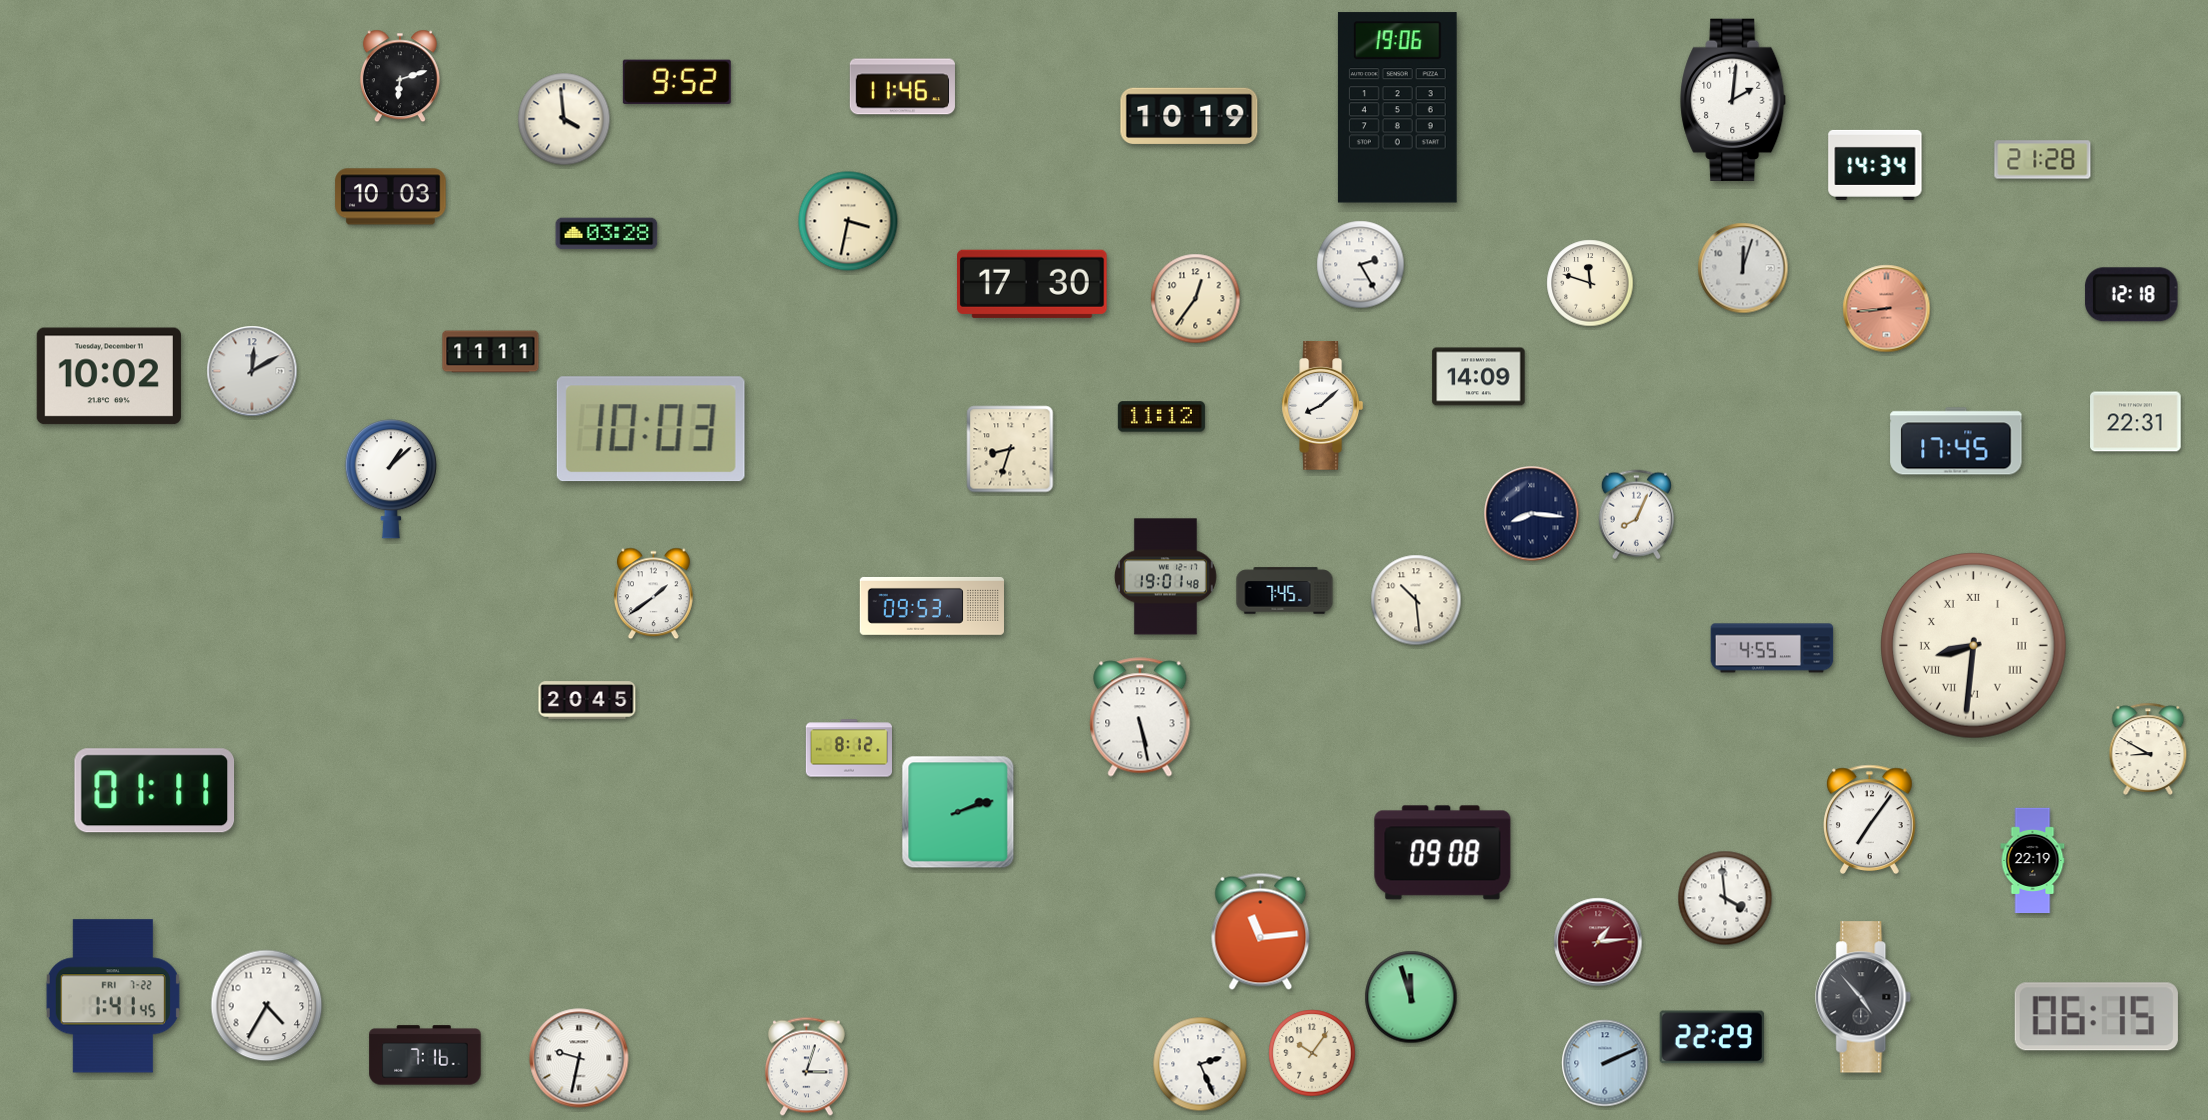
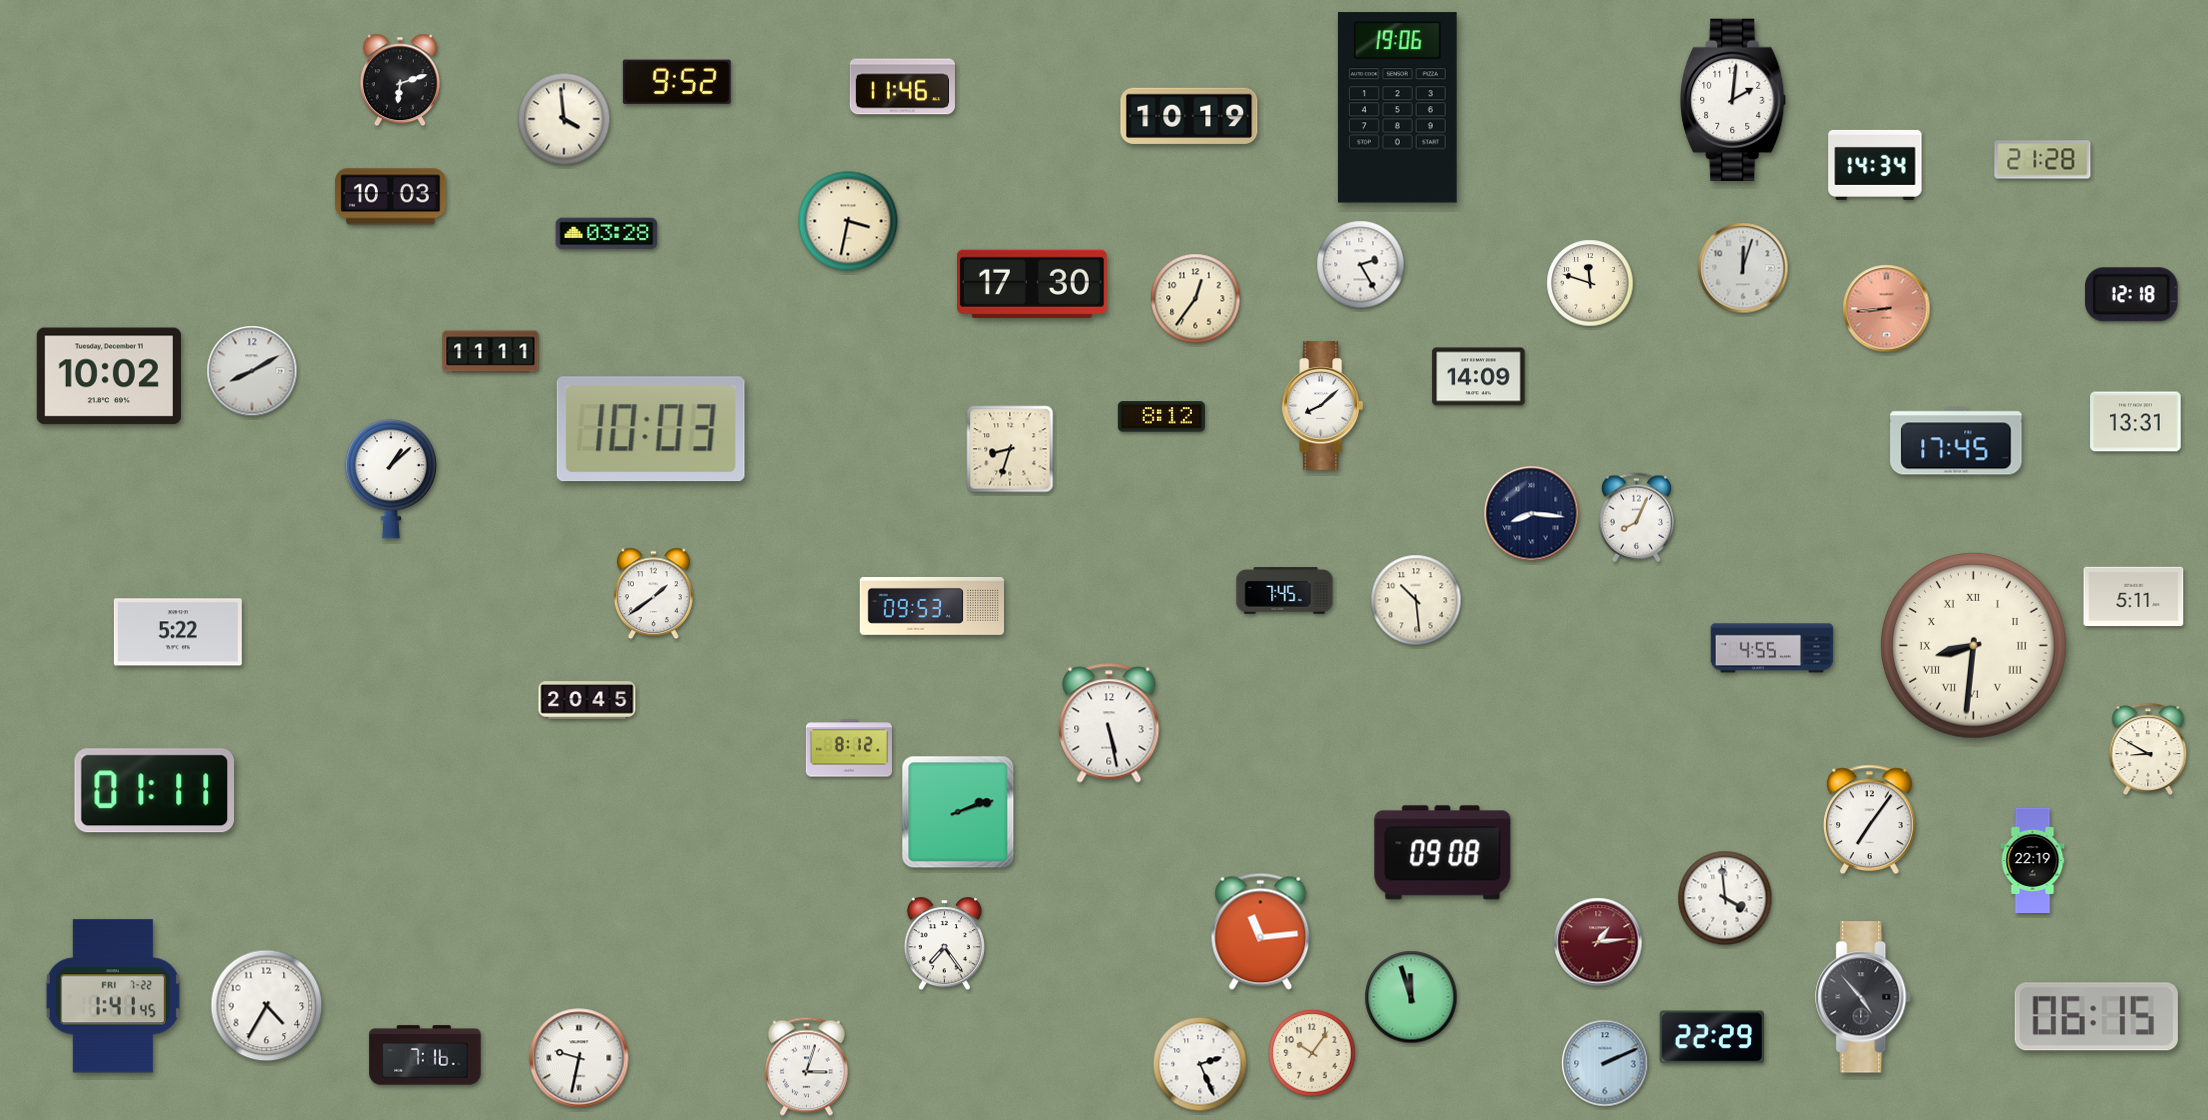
clock at (400, 76) position: (400, 76) -> (400, 80)
clock at (252, 371): 12:10 -> 8:10
clock at (1161, 417): 11:12 -> 8:12
clock at (2136, 422): 22:31 -> 13:31
clock at (1636, 515) position: (1636, 515) -> (1636, 518)
clock at (1165, 577): 19:01 -> none
clock at (2134, 597): none -> 5:11
clock at (178, 632): none -> 5:22
clock at (1140, 717) position: (1140, 717) -> (1109, 723)
clock at (944, 944): none -> 7:24
